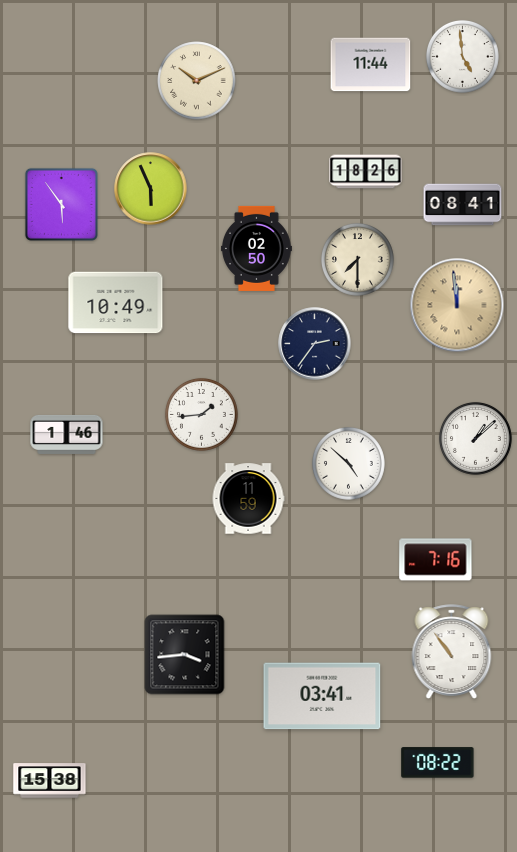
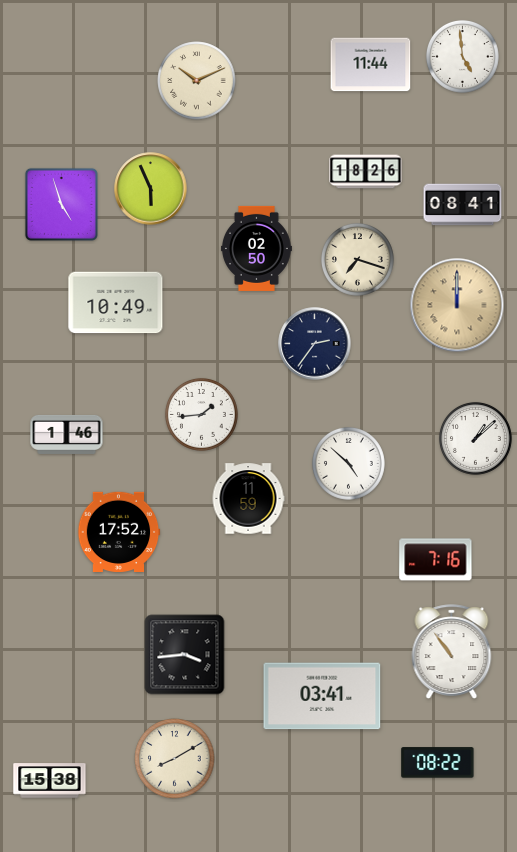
clock at (61, 204): 5:54 -> 4:57
clock at (357, 259): 7:30 -> 7:18
clock at (457, 305): 11:59 -> 12:00
clock at (119, 531): none -> 17:52
clock at (175, 759): none -> 8:10
